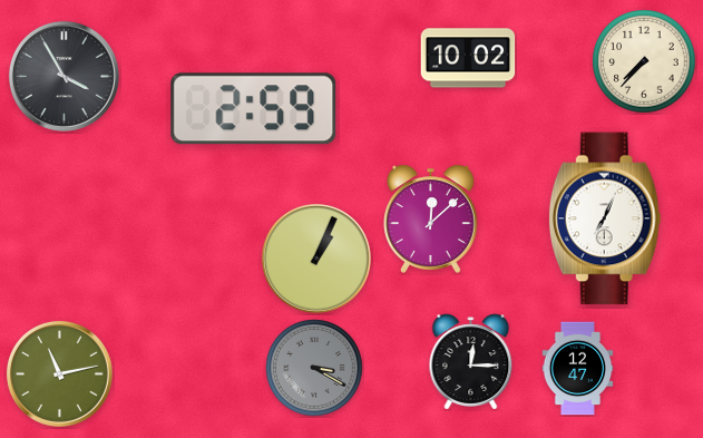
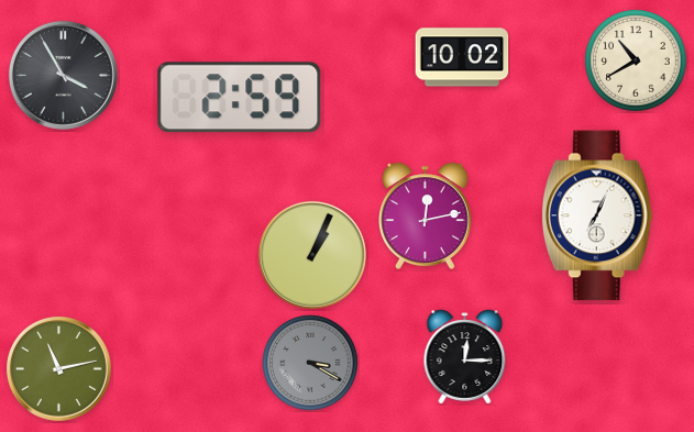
clock at (644, 61): 7:37 -> 10:40
clock at (254, 109) position: (254, 109) -> (240, 98)
clock at (431, 218): 12:08 -> 12:13
clock at (578, 369): 12:47 -> none
